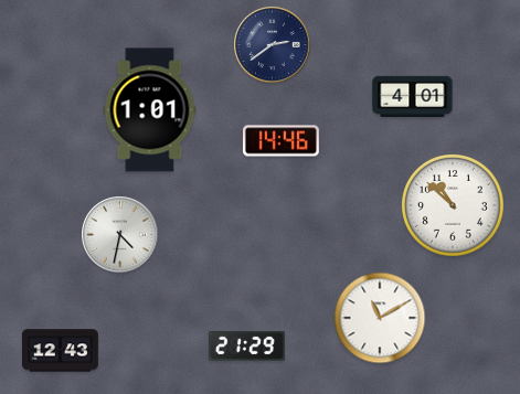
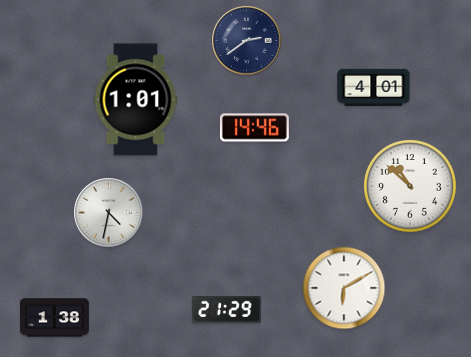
clock at (380, 318): 11:10 -> 6:10
clock at (246, 347) position: (246, 347) -> (226, 310)
clock at (60, 351): 12:43 -> 1:38
